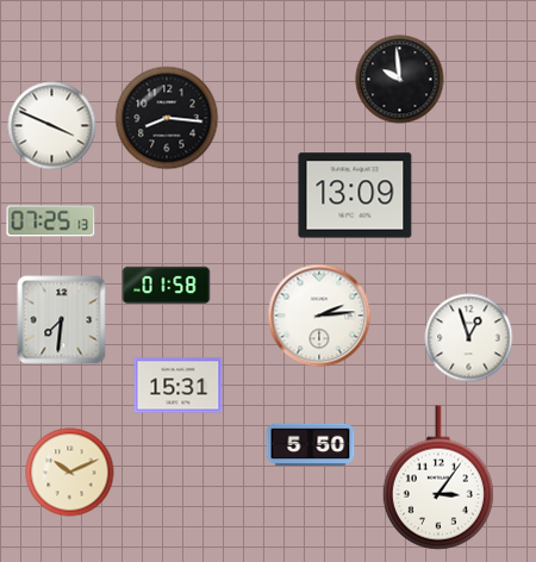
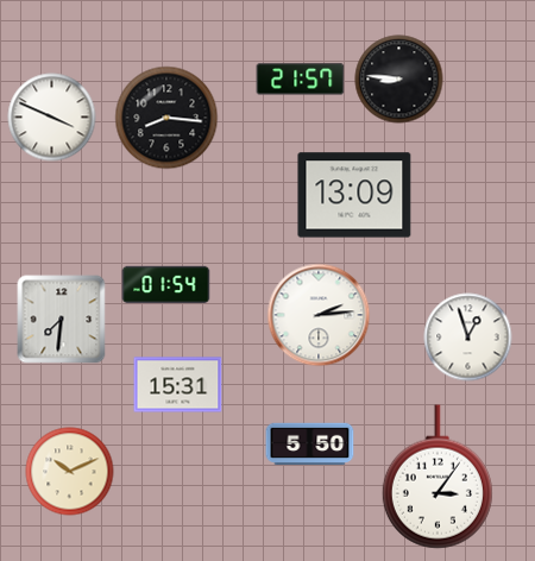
clock at (301, 80): none -> 21:57
clock at (400, 80): 9:59 -> 8:46
clock at (52, 126) position: (52, 126) -> (52, 118)
clock at (51, 221): 07:25 -> none
clock at (167, 286): 01:58 -> 01:54
